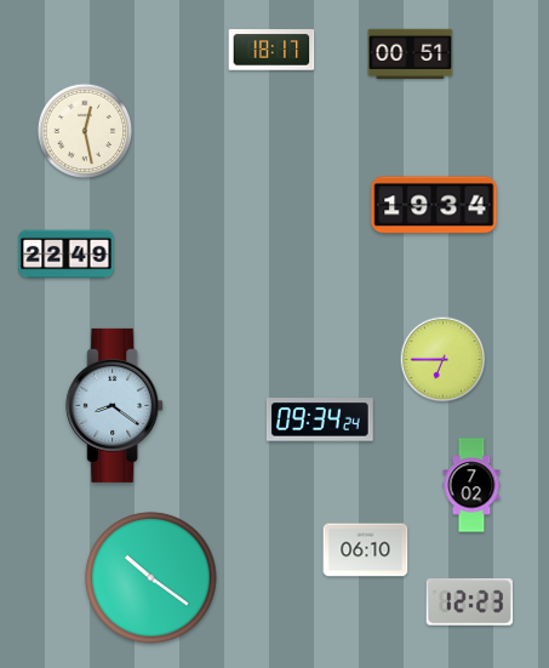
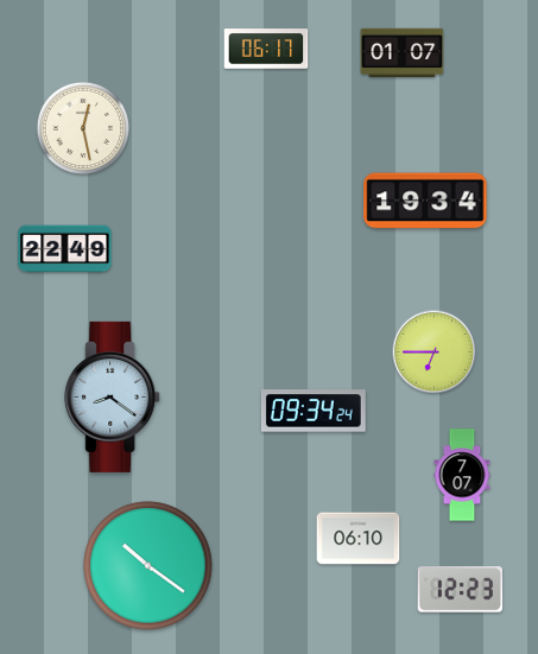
clock at (271, 50): 18:17 -> 06:17
clock at (411, 53): 00:51 -> 01:07
clock at (471, 485): 7:02 -> 7:07
